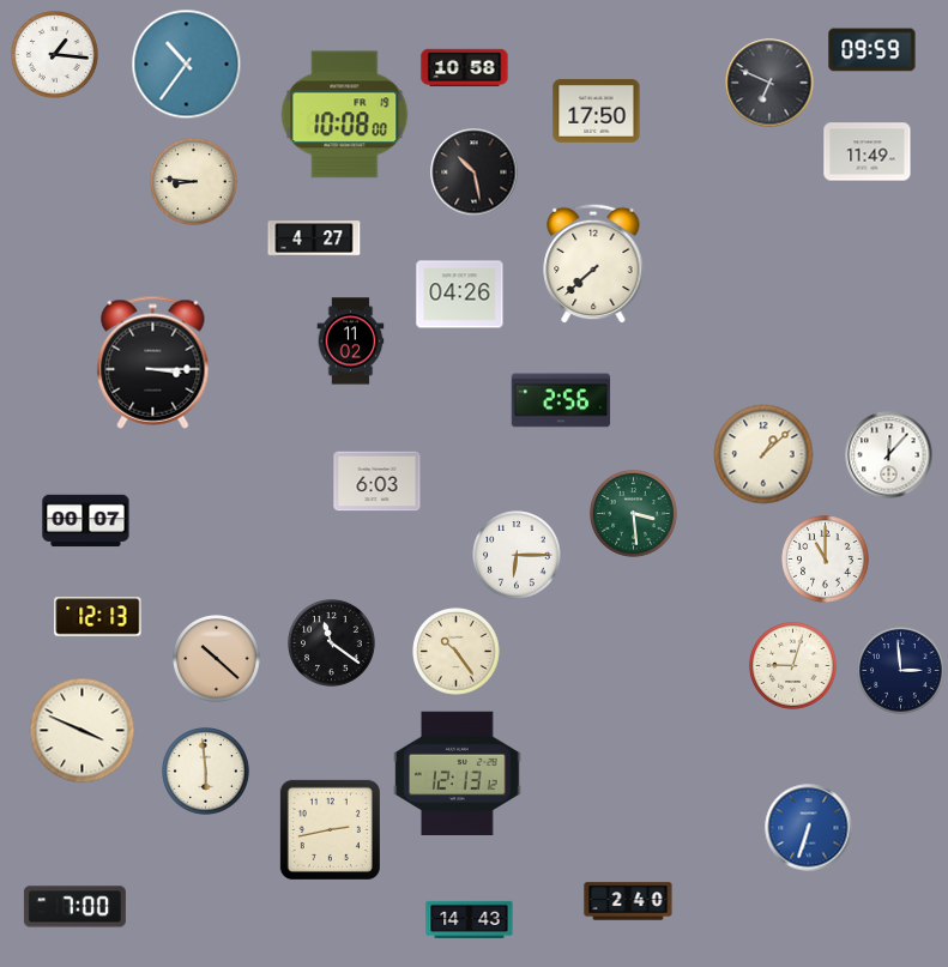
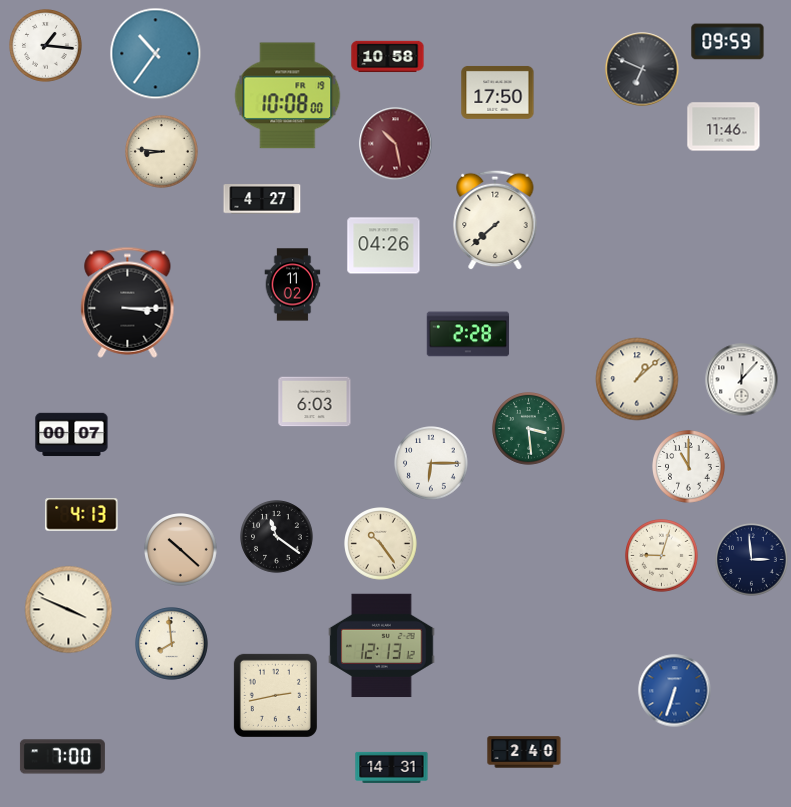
clock at (868, 152): 11:49 -> 11:46
clock at (475, 173) dial: black -> burgundy
clock at (561, 400): 2:56 -> 2:28
clock at (98, 617): 12:13 -> 4:13
clock at (206, 772): 5:59 -> 7:59
clock at (330, 829) position: (330, 829) -> (275, 695)
clock at (470, 919): 14:43 -> 14:31
